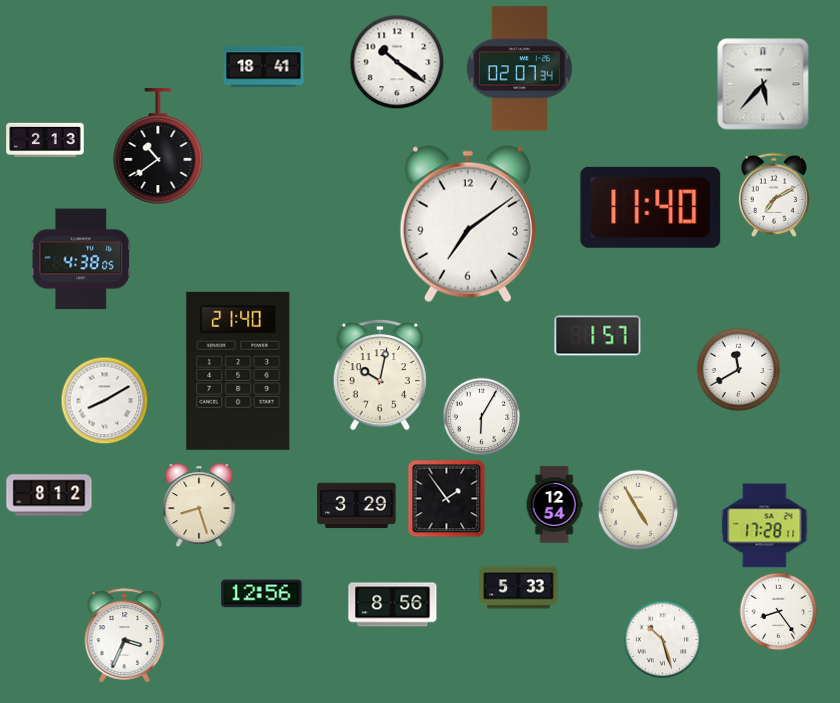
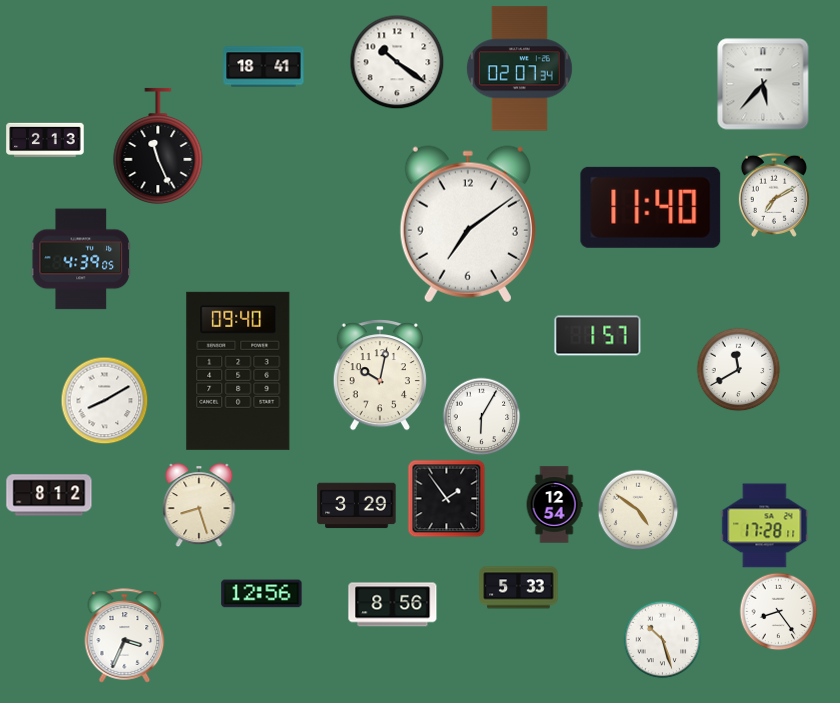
clock at (158, 146): 10:39 -> 11:26
clock at (80, 259): 4:38 -> 4:39
clock at (238, 371): 21:40 -> 09:40
clock at (638, 510): 4:55 -> 4:51
